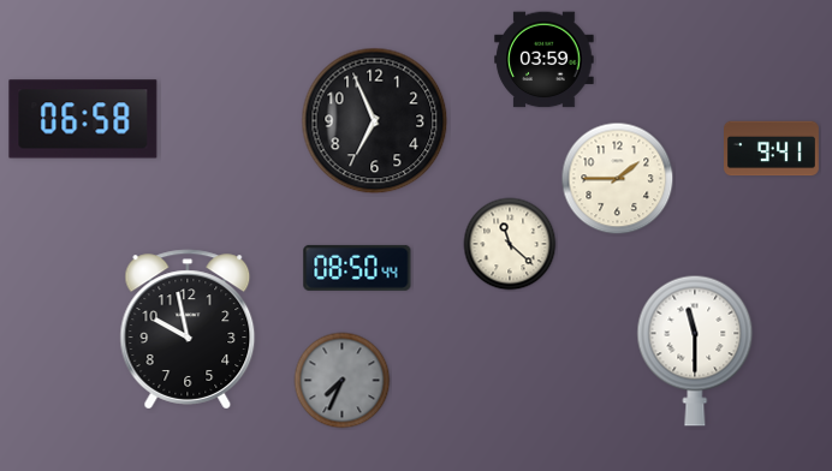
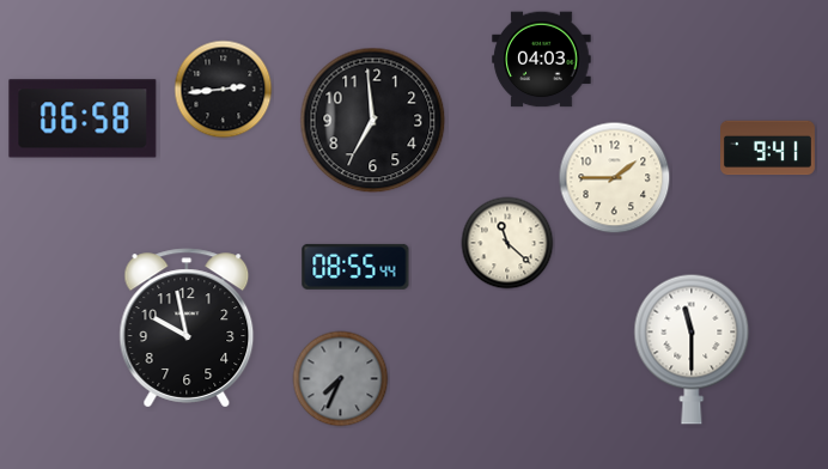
clock at (545, 60): 03:59 -> 04:03
clock at (224, 90): none -> 2:44
clock at (375, 121): 6:56 -> 6:59
clock at (357, 268): 08:50 -> 08:55
